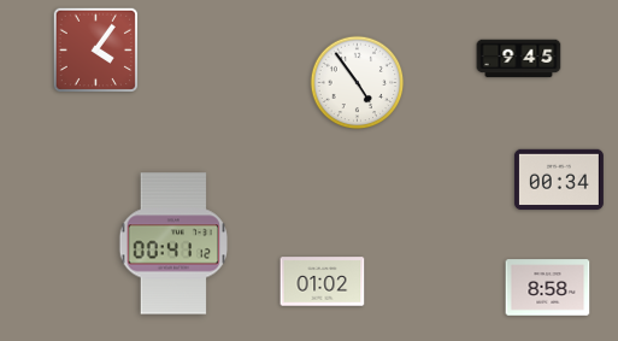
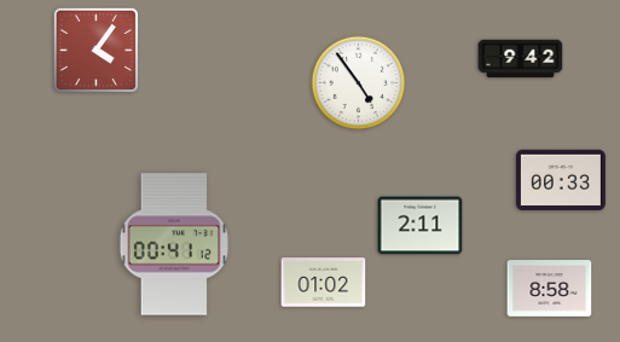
clock at (519, 59): 9:45 -> 9:42
clock at (559, 180): 00:34 -> 00:33
clock at (421, 226): none -> 2:11
